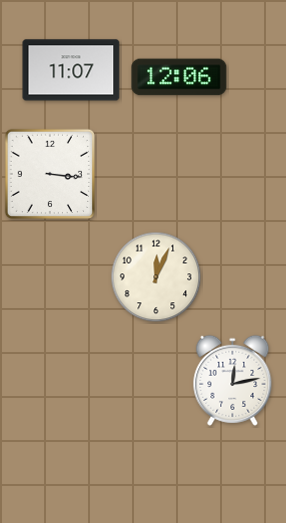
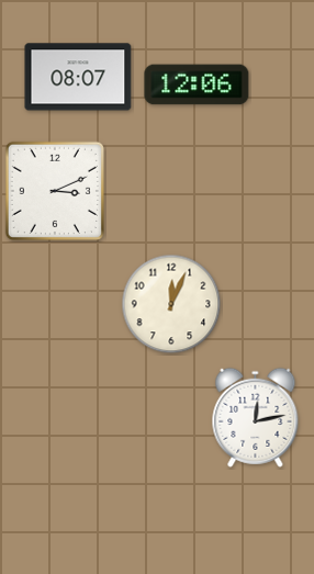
clock at (71, 70): 11:07 -> 08:07
clock at (50, 174): 3:16 -> 3:11
